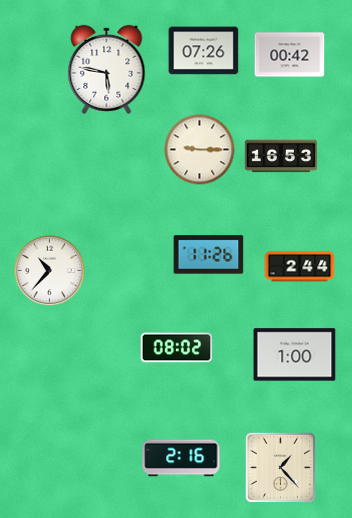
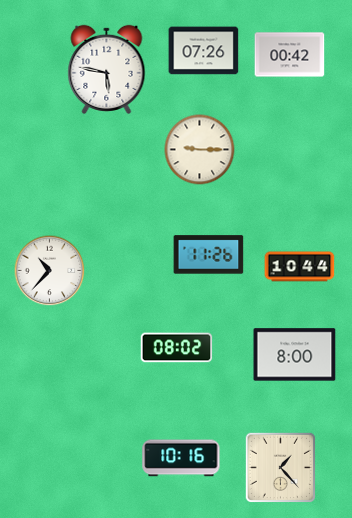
clock at (280, 156): 16:53 -> none
clock at (300, 267): 2:44 -> 10:44
clock at (295, 355): 1:00 -> 8:00
clock at (181, 458): 2:16 -> 10:16
